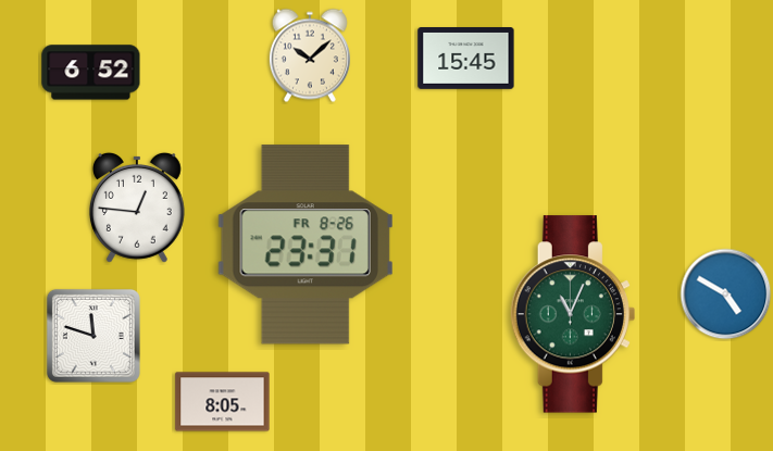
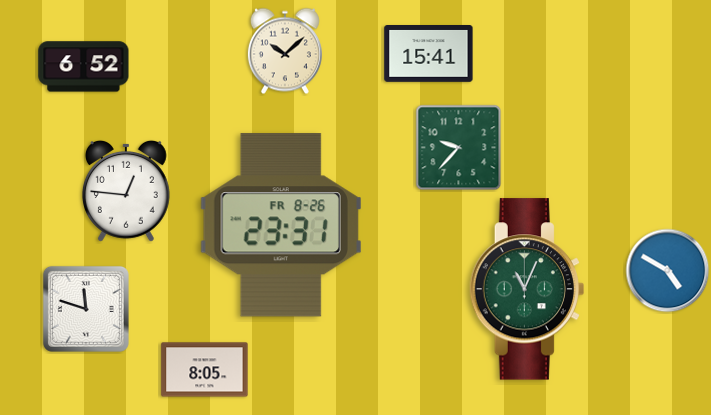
clock at (466, 59): 15:45 -> 15:41
clock at (459, 148): none -> 9:37
